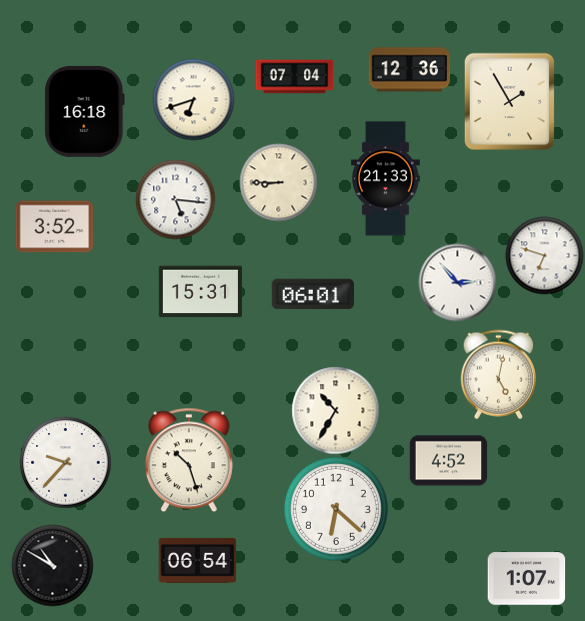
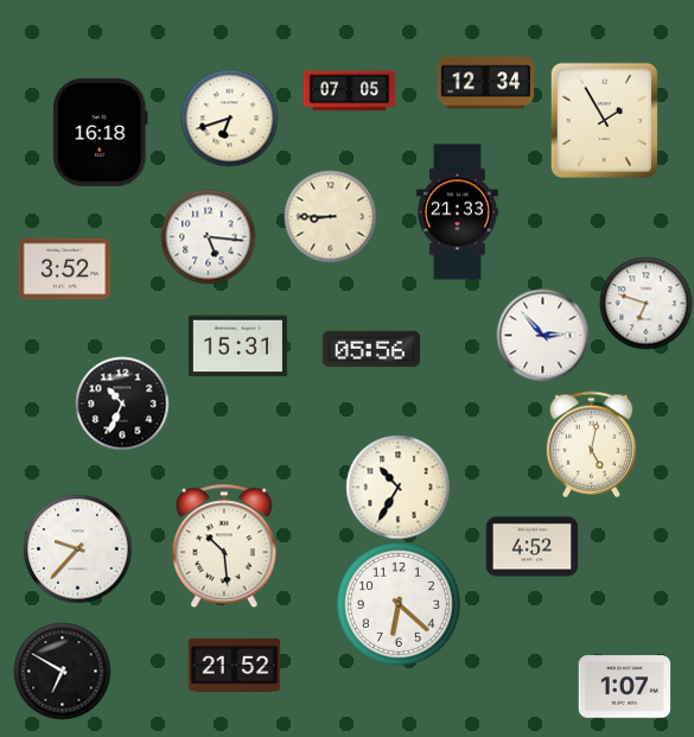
clock at (409, 70): 12:36 -> 12:34
clock at (294, 77): 07:04 -> 07:05
clock at (313, 294): 06:01 -> 05:56
clock at (122, 404): none -> 10:34
clock at (189, 460): 10:27 -> 10:29
clock at (197, 560): 06:54 -> 21:52
clock at (52, 565): 10:50 -> 6:50
